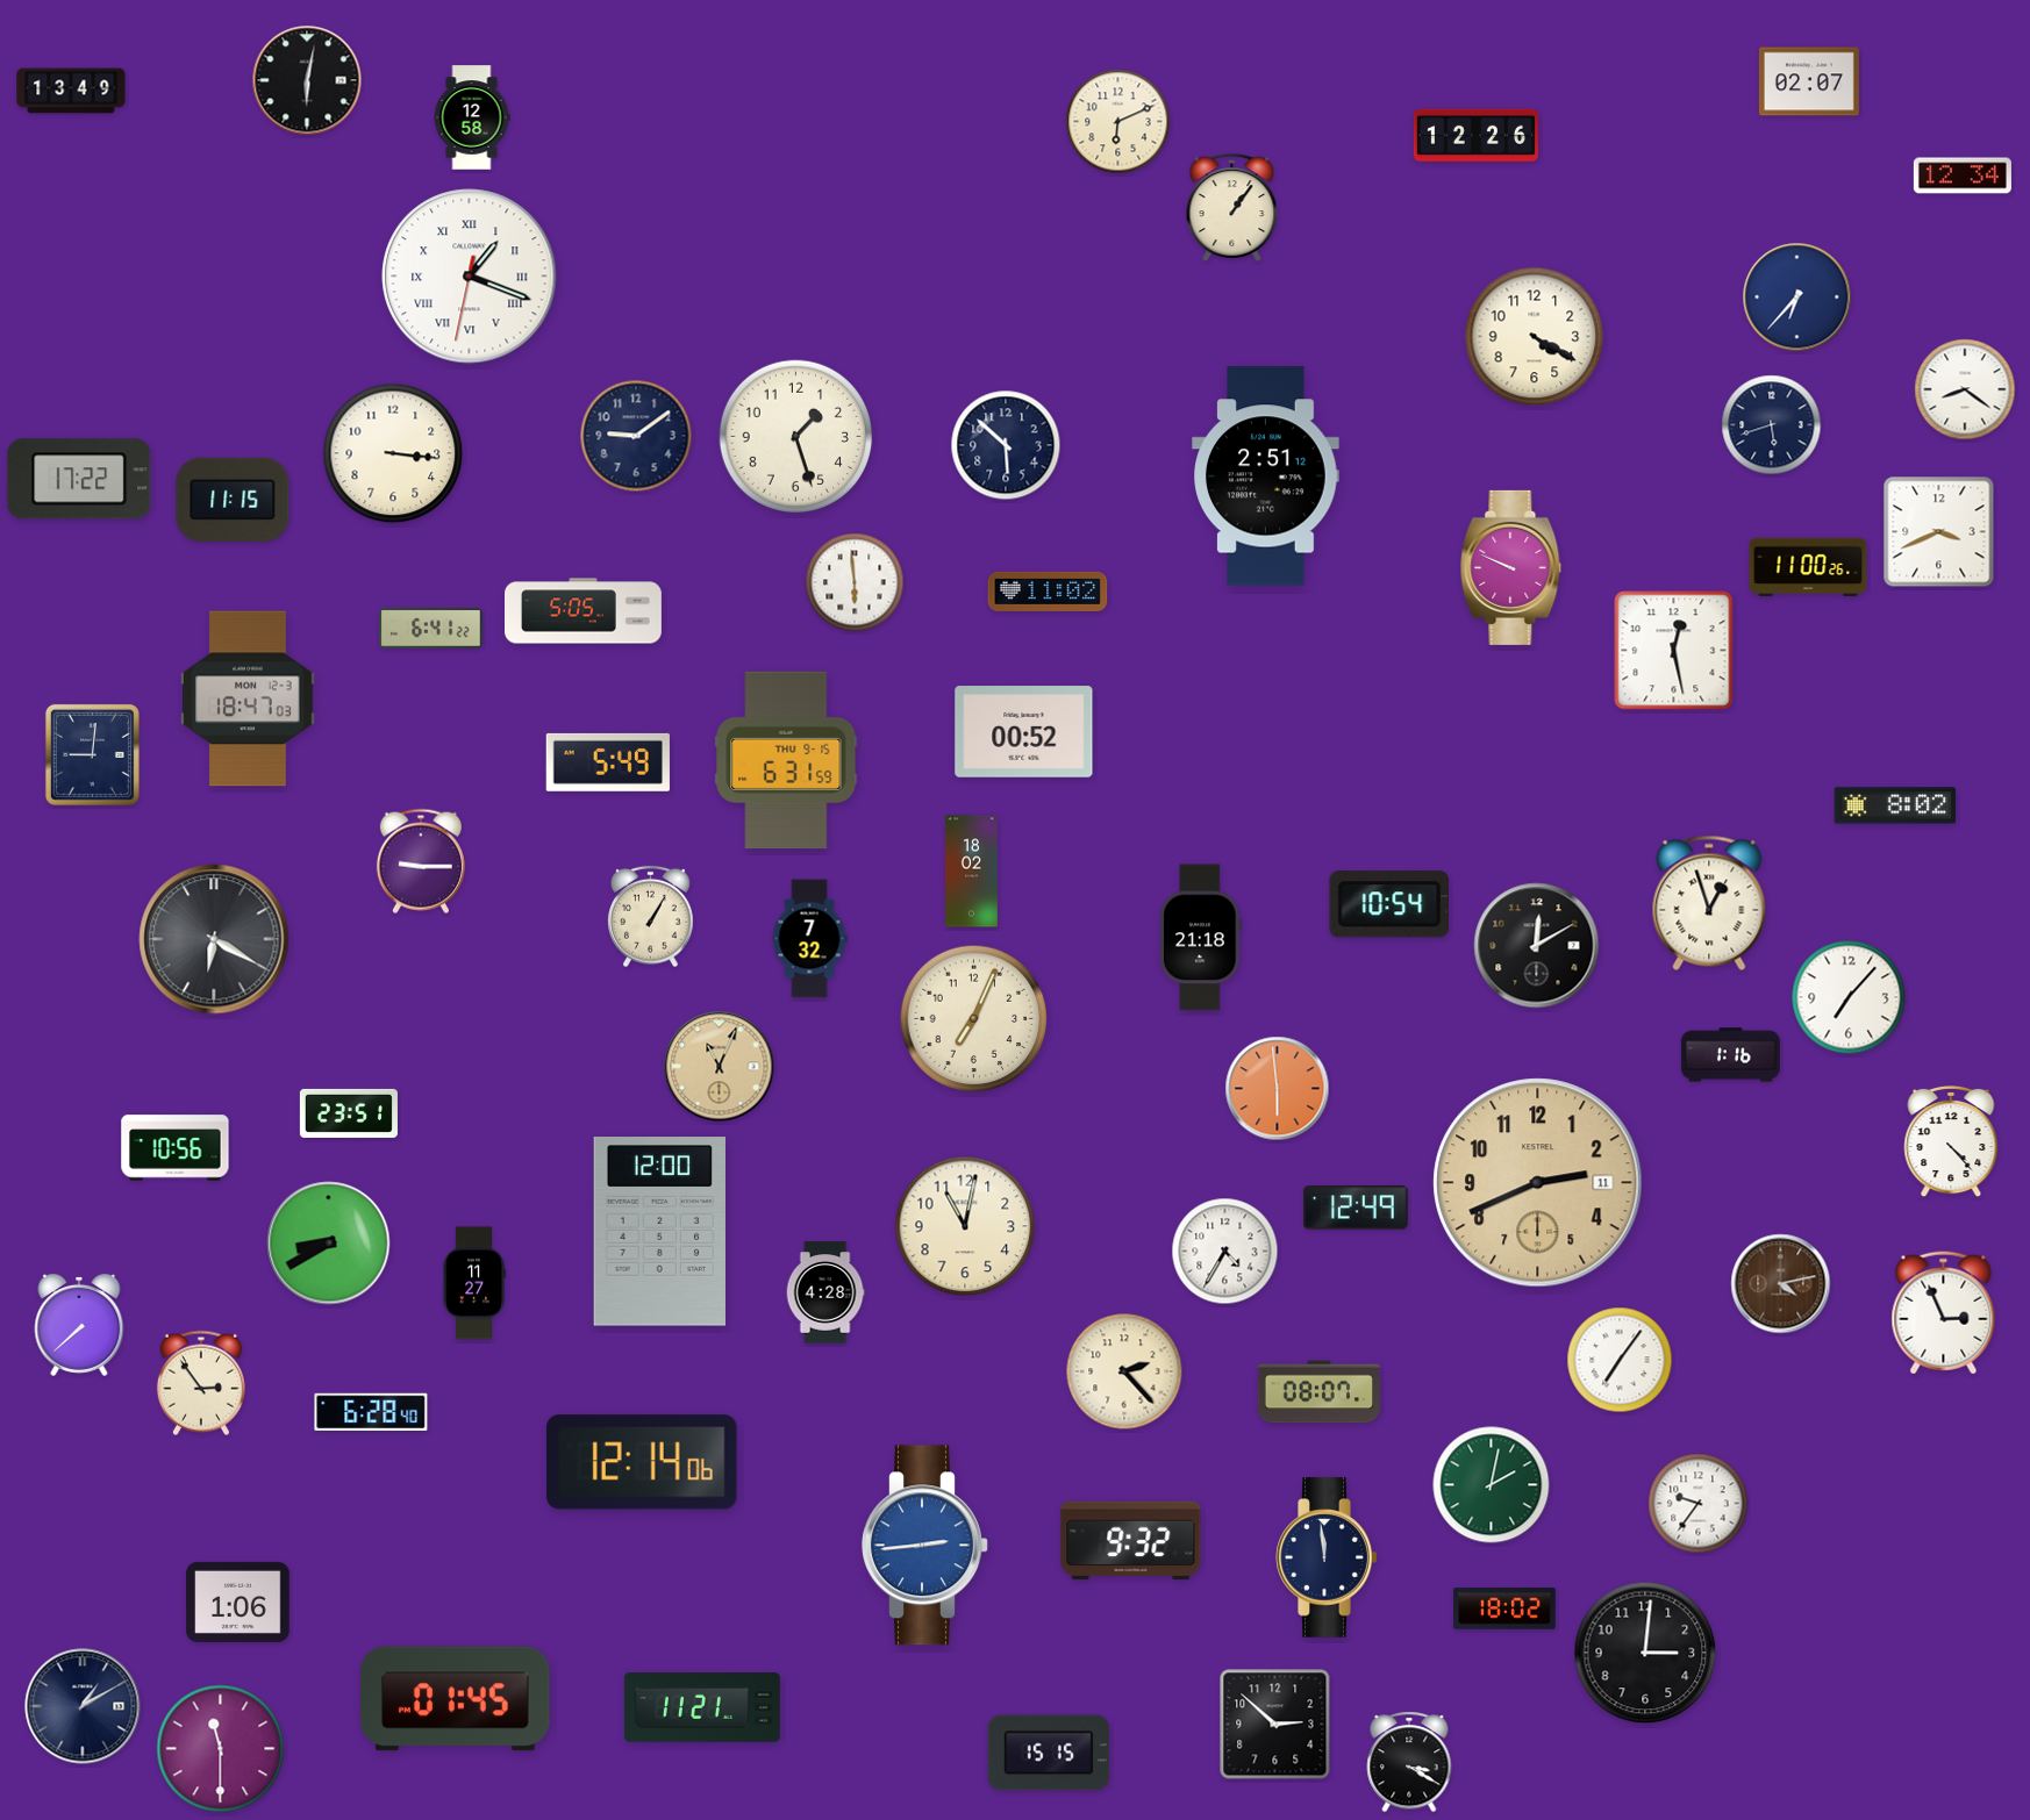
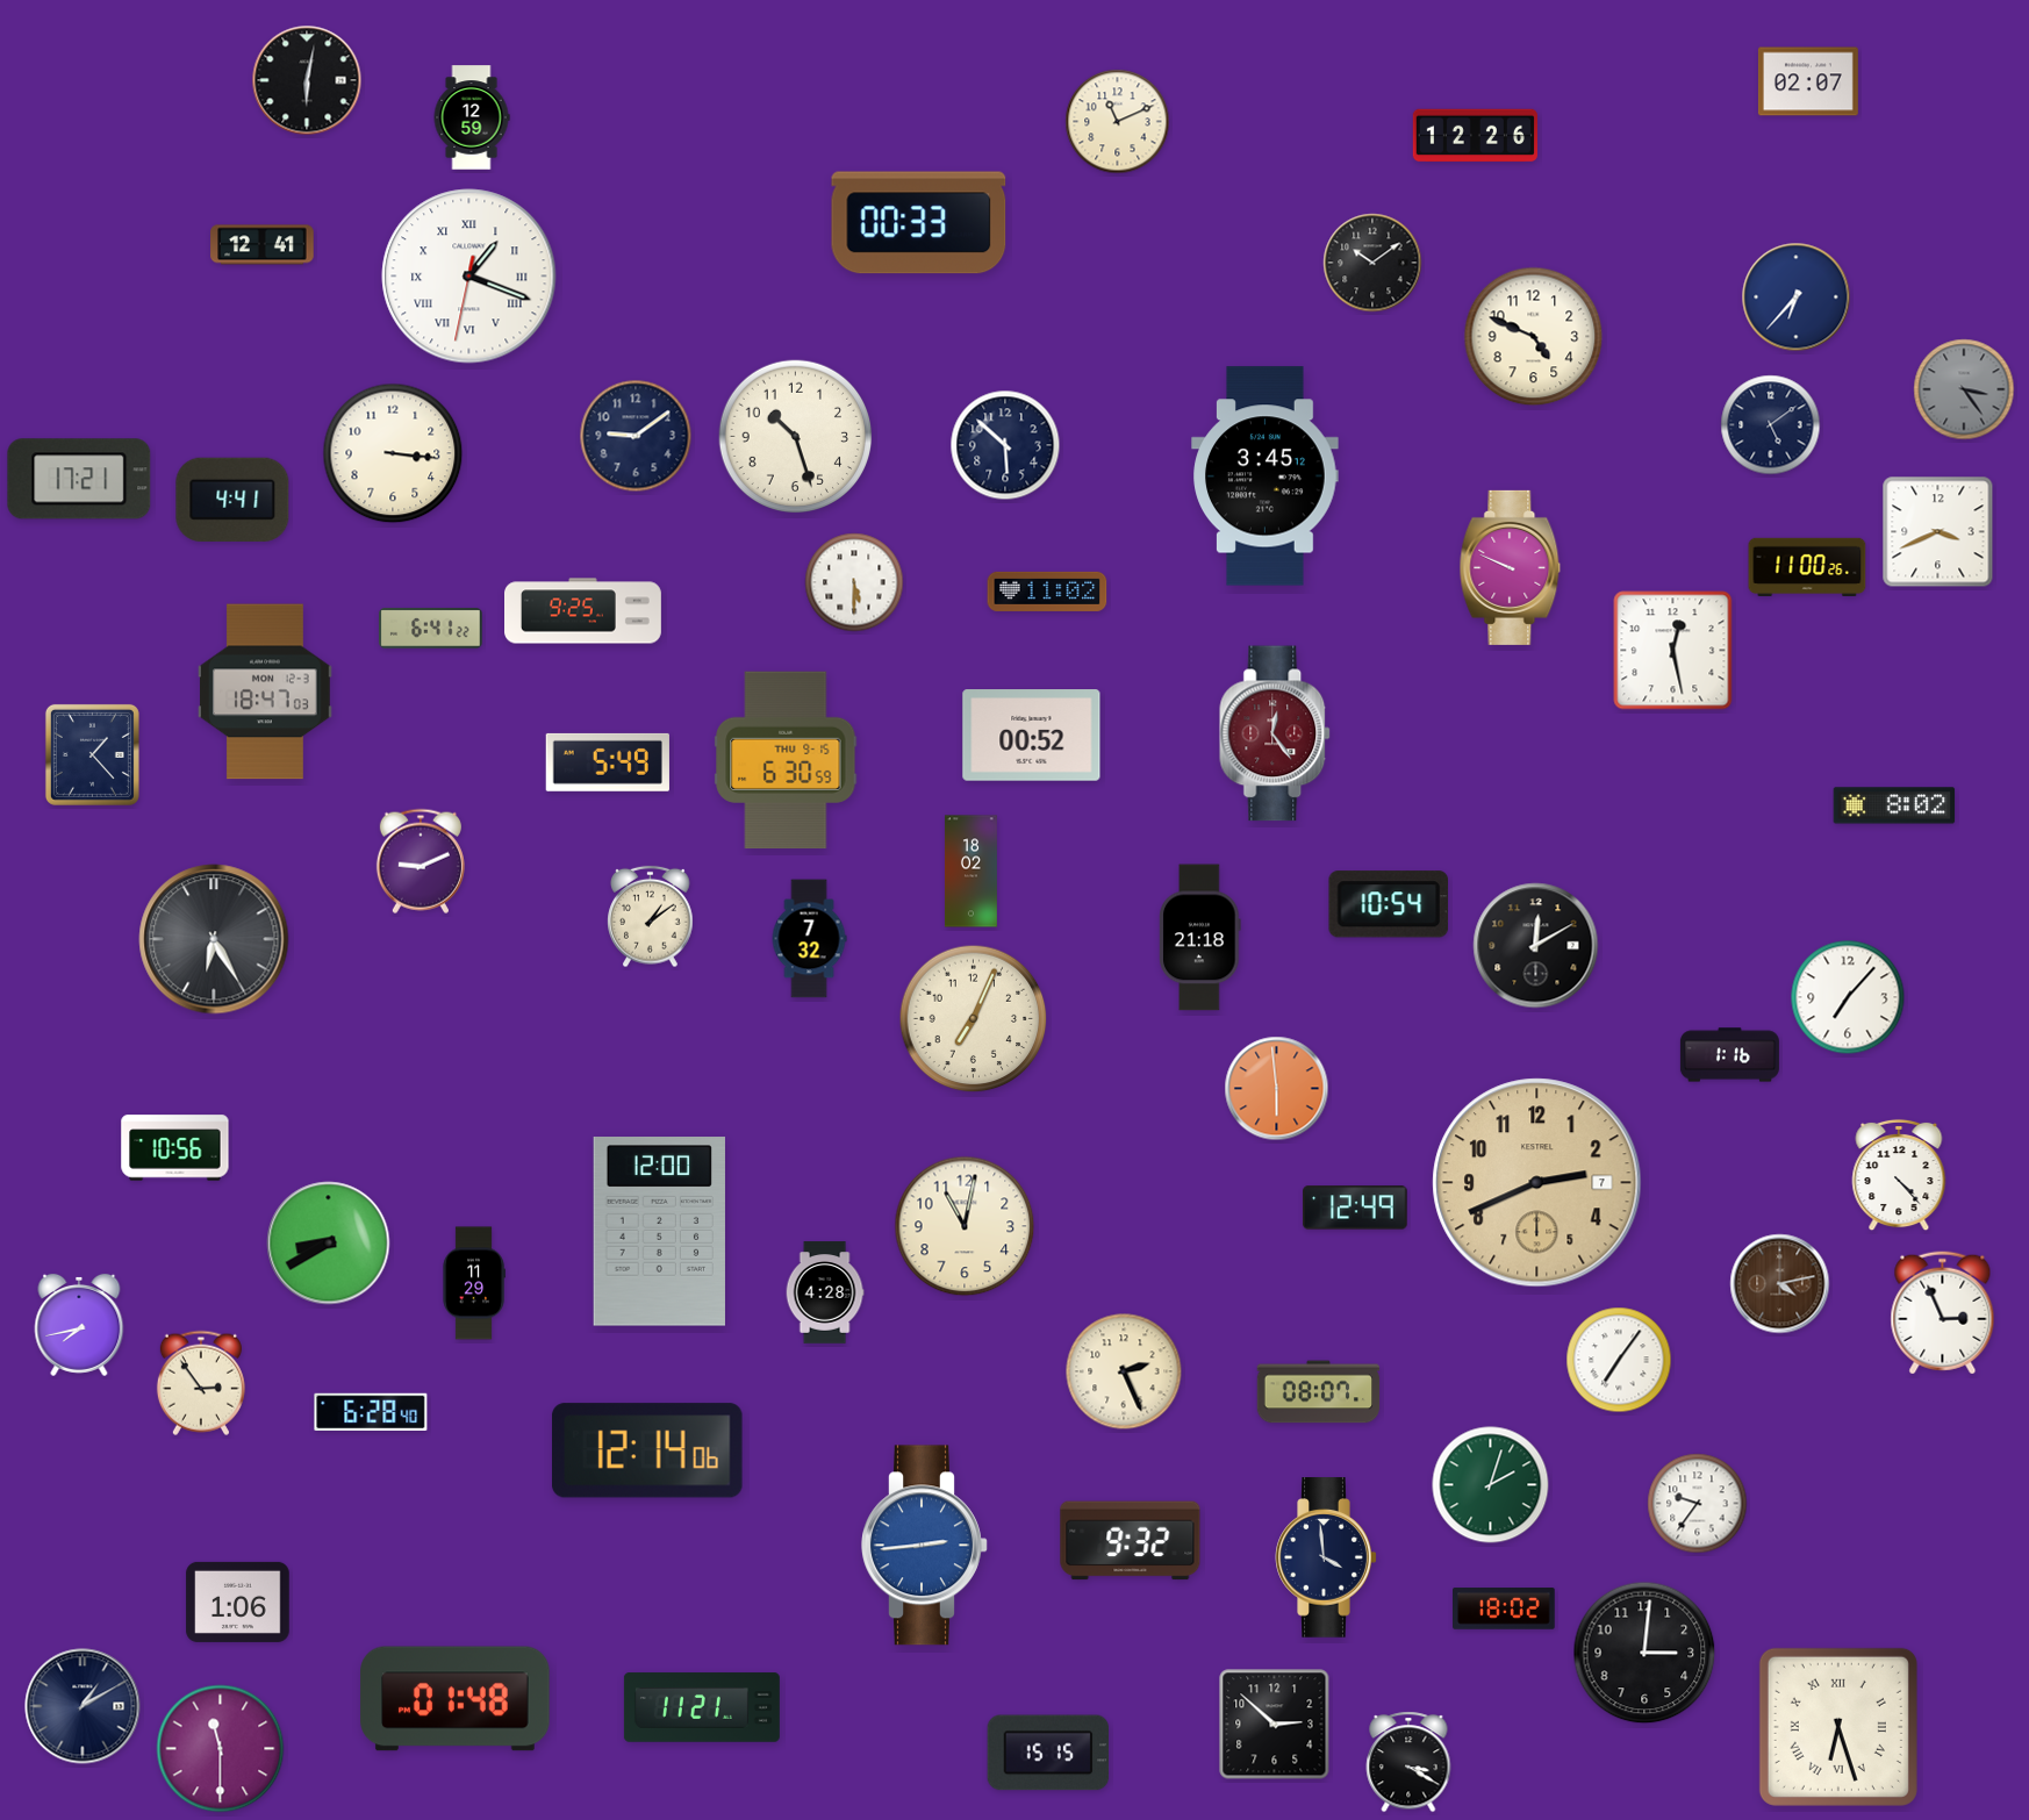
clock at (71, 91): 13:49 -> none
clock at (472, 117): 12:58 -> 12:59
clock at (1118, 122): 6:11 -> 11:11
clock at (1963, 175): 12:34 -> none
clock at (1232, 207): 1:06 -> none
clock at (919, 223): none -> 00:33
clock at (263, 245): none -> 12:41
clock at (1372, 263): none -> 10:09
clock at (1535, 337): 4:20 -> 4:49
clock at (1965, 389): 8:21 -> 3:24
clock at (1965, 389) dial: white -> grey
clock at (1772, 425): 5:42 -> 5:09
clock at (796, 437): 1:27 -> 10:27
clock at (1266, 477): 2:51 -> 3:45
clock at (79, 479): 17:22 -> 17:21
clock at (233, 500): 11:15 -> 4:41
clock at (855, 582): 5:59 -> 5:30
clock at (584, 611): 5:05 -> 9:25
clock at (249, 698) position: (249, 698) -> (266, 692)
clock at (1024, 732) position: (1024, 732) -> (1032, 736)
clock at (1276, 733): none -> 12:24
clock at (92, 754): 9:01 -> 1:23
clock at (786, 760): 6:31 -> 6:30
clock at (421, 861): 9:15 -> 9:11
clock at (1709, 903): 12:57 -> none
clock at (651, 917): 1:05 -> 1:09
clock at (214, 939): 6:20 -> 6:25
clock at (720, 1067): 11:04 -> none
clock at (349, 1113): 23:51 -> none
clock at (1951, 1141) position: (1951, 1141) -> (1899, 1175)
clock at (1538, 1183) date: 11 -> 7
clock at (1225, 1252): 4:35 -> none
clock at (474, 1283): 11:27 -> 11:29
clock at (79, 1325): 7:38 -> 7:43
clock at (1124, 1371): 2:23 -> 2:26
clock at (642, 1462) position: (642, 1462) -> (647, 1450)
clock at (1492, 1485): 2:02 -> 2:03
clock at (1327, 1557): 11:59 -> 3:59
clock at (456, 1699): 01:45 -> 01:48
clock at (1838, 1727): none -> 6:27
